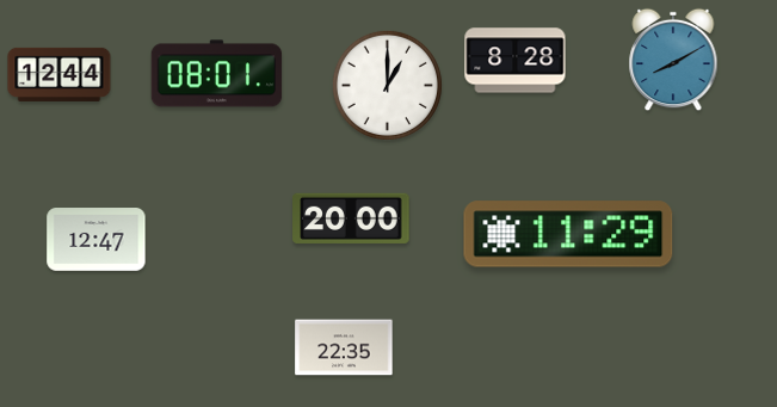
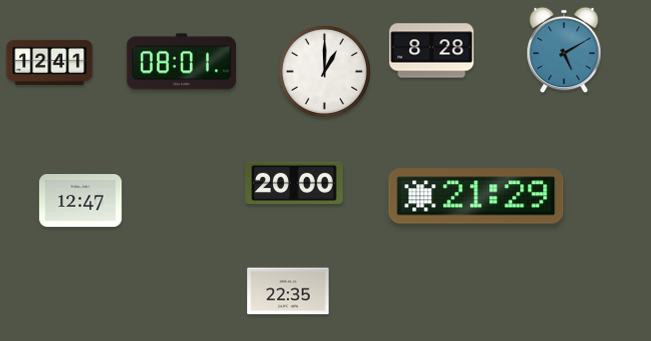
clock at (673, 60): 8:10 -> 5:10
clock at (60, 74): 12:44 -> 12:41
clock at (568, 234): 11:29 -> 21:29
